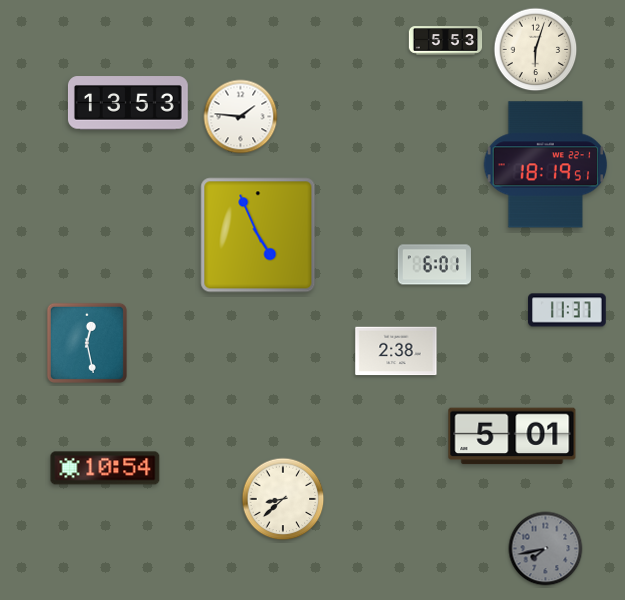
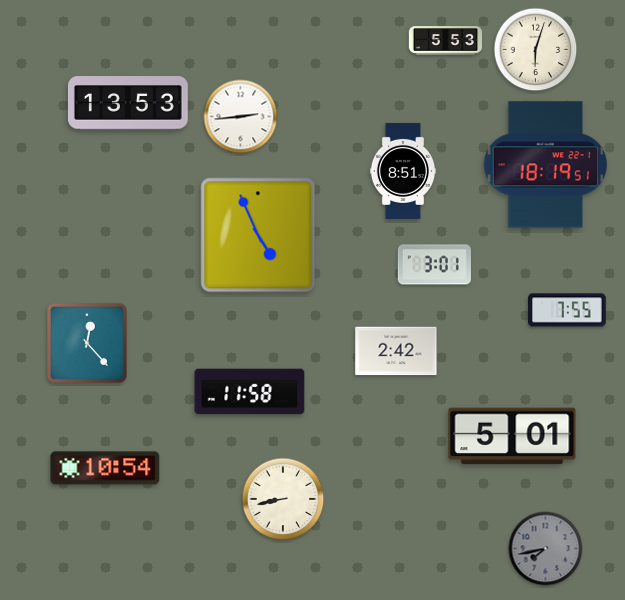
clock at (241, 117): 1:46 -> 2:44
clock at (403, 171): none -> 8:51
clock at (434, 265): 6:01 -> 3:01
clock at (567, 310): 11:37 -> 7:55
clock at (87, 343): 12:28 -> 12:23
clock at (396, 351): 2:38 -> 2:42
clock at (250, 392): none -> 11:58
clock at (283, 499): 8:38 -> 8:43
